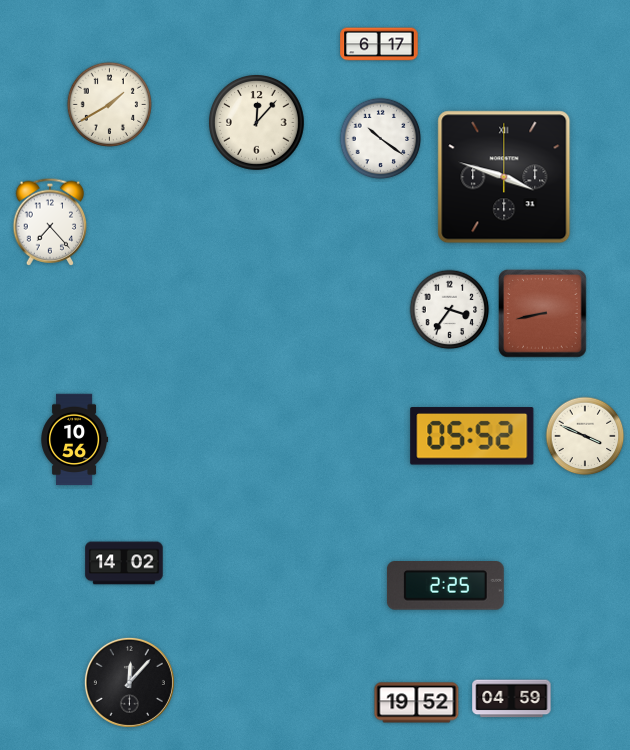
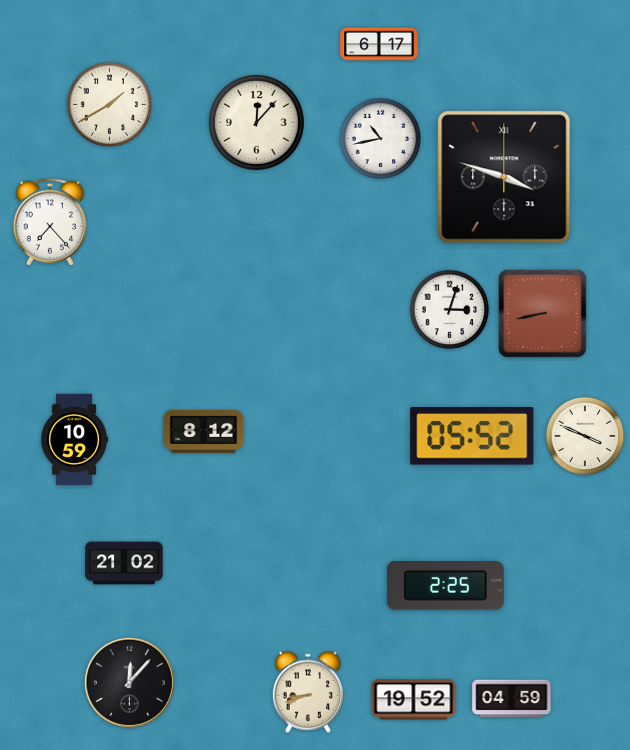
clock at (381, 139): 10:21 -> 10:43
clock at (450, 310): 3:36 -> 3:03
clock at (204, 431): none -> 8:12
clock at (75, 440): 10:56 -> 10:59
clock at (124, 563): 14:02 -> 21:02
clock at (308, 692): none -> 8:42
clock at (417, 703) position: (417, 703) -> (414, 700)
